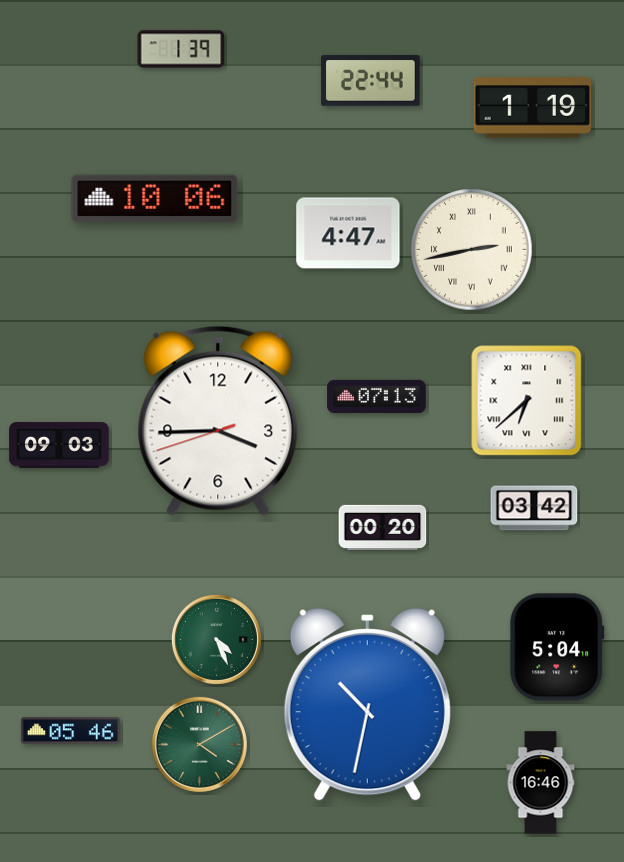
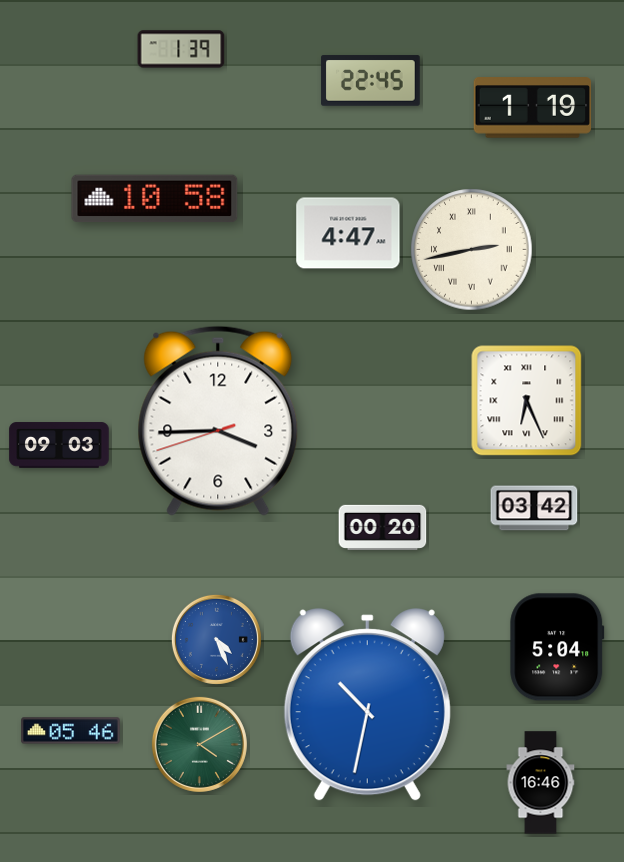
clock at (371, 81): 22:44 -> 22:45
clock at (155, 199): 10:06 -> 10:58
clock at (377, 396): 07:13 -> none
clock at (527, 401): 6:38 -> 6:26
clock at (216, 639) dial: green -> blue
